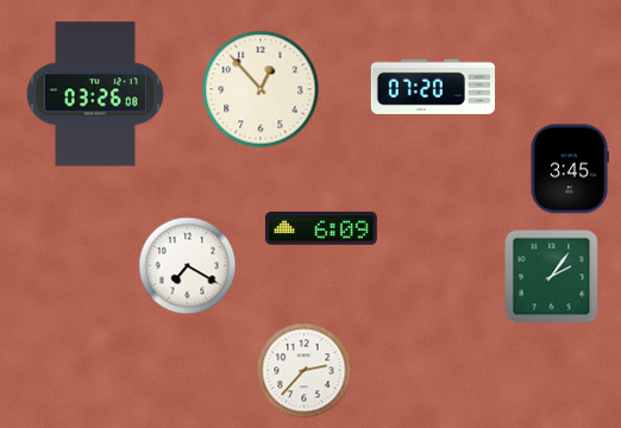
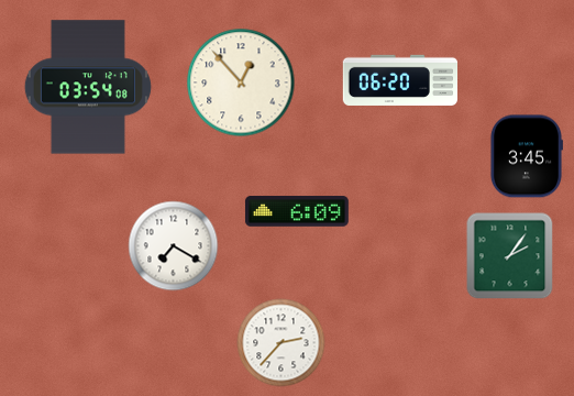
clock at (432, 87): 07:20 -> 06:20
clock at (95, 94): 03:26 -> 03:54
